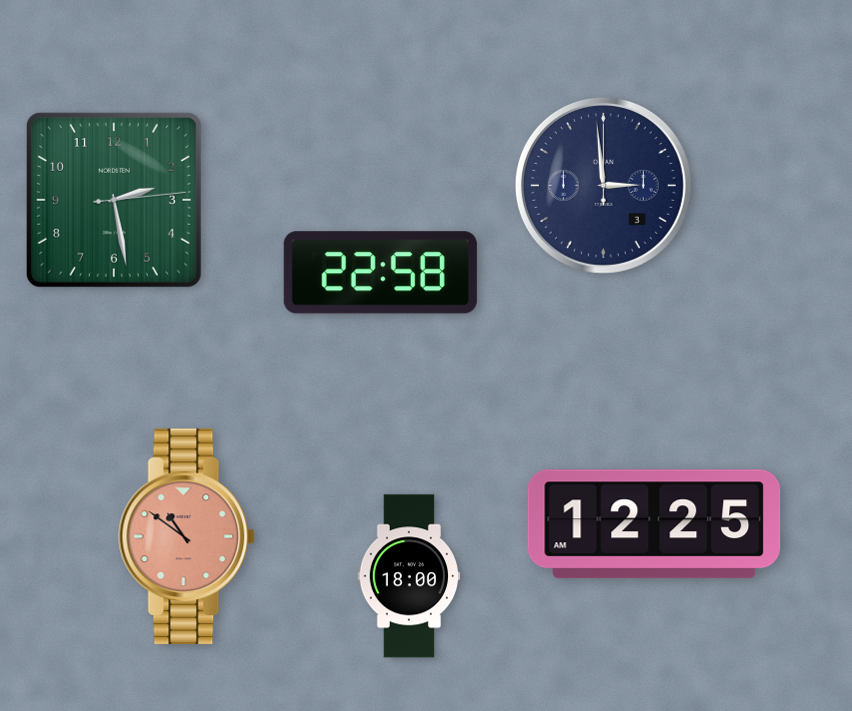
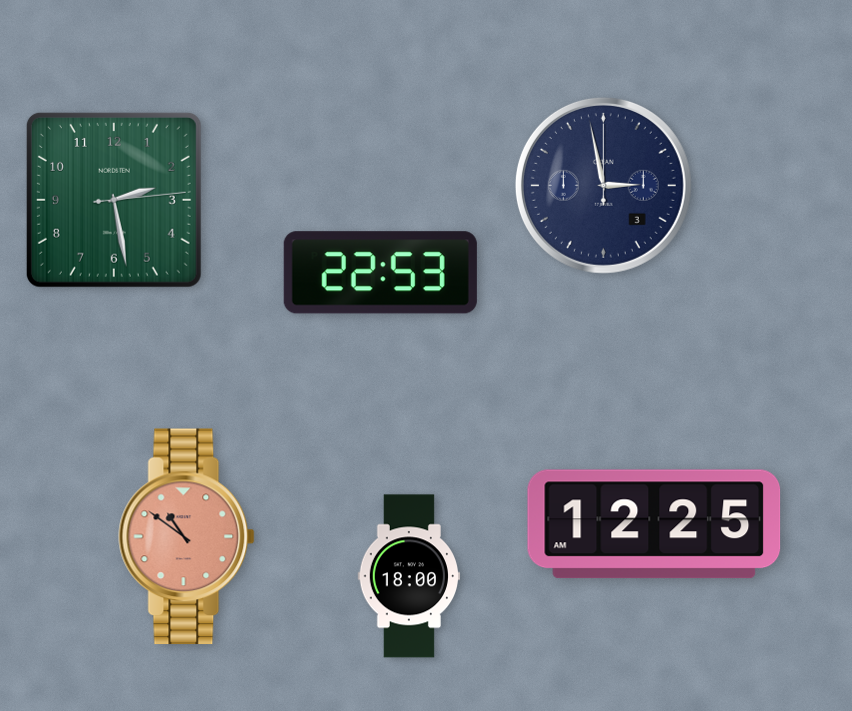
clock at (603, 185): 2:59 -> 2:58
clock at (380, 273): 22:58 -> 22:53
